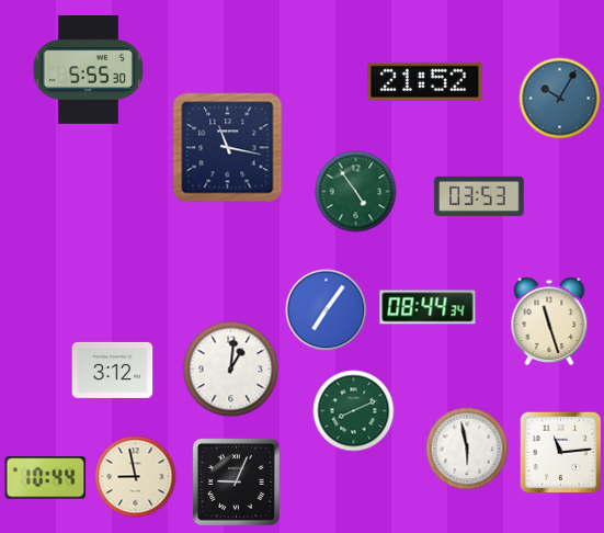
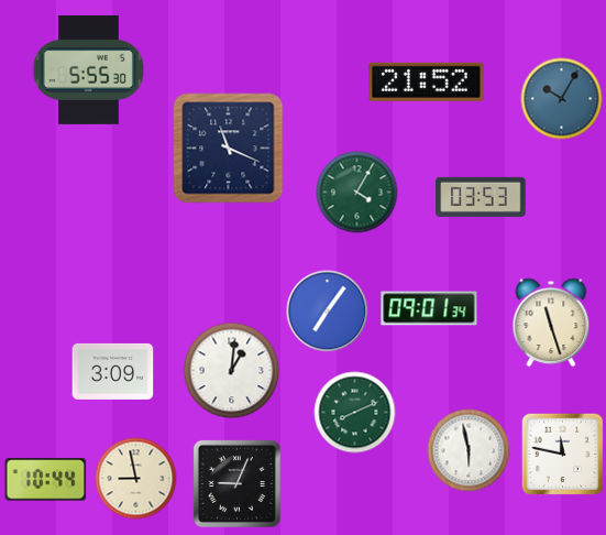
clock at (228, 148): 11:17 -> 11:19
clock at (356, 192): 4:54 -> 4:05
clock at (428, 307): 08:44 -> 09:01
clock at (113, 370): 3:12 -> 3:09
clock at (561, 453): 11:14 -> 11:47
